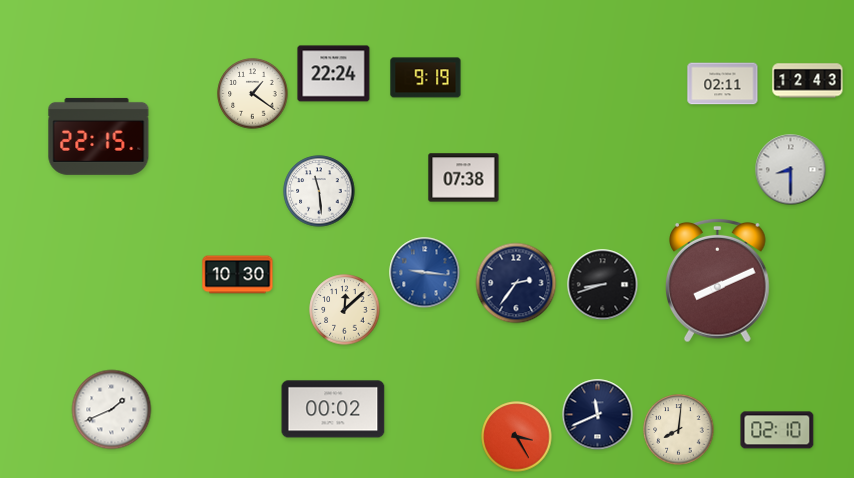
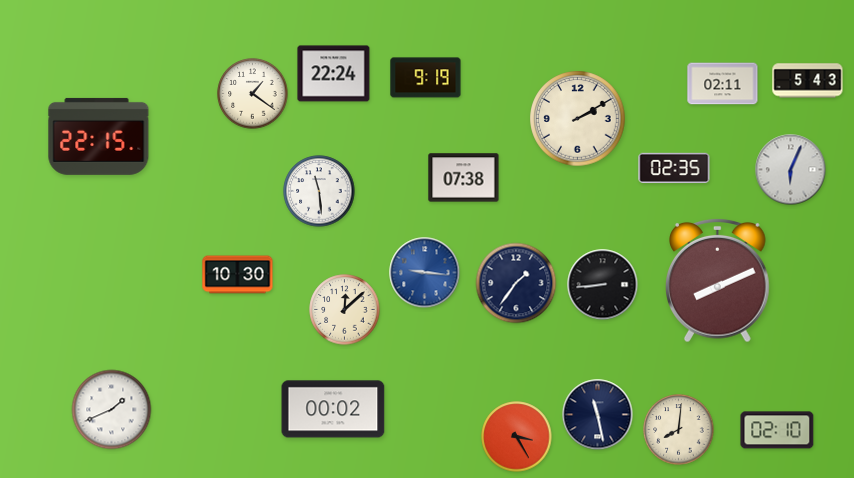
clock at (808, 81): 12:43 -> 5:43
clock at (578, 119): none -> 2:10
clock at (674, 168): none -> 02:35
clock at (791, 170): 8:30 -> 6:04
clock at (516, 283): 2:36 -> 1:36
clock at (603, 285): 8:42 -> 8:44
clock at (598, 415): 11:41 -> 11:28
